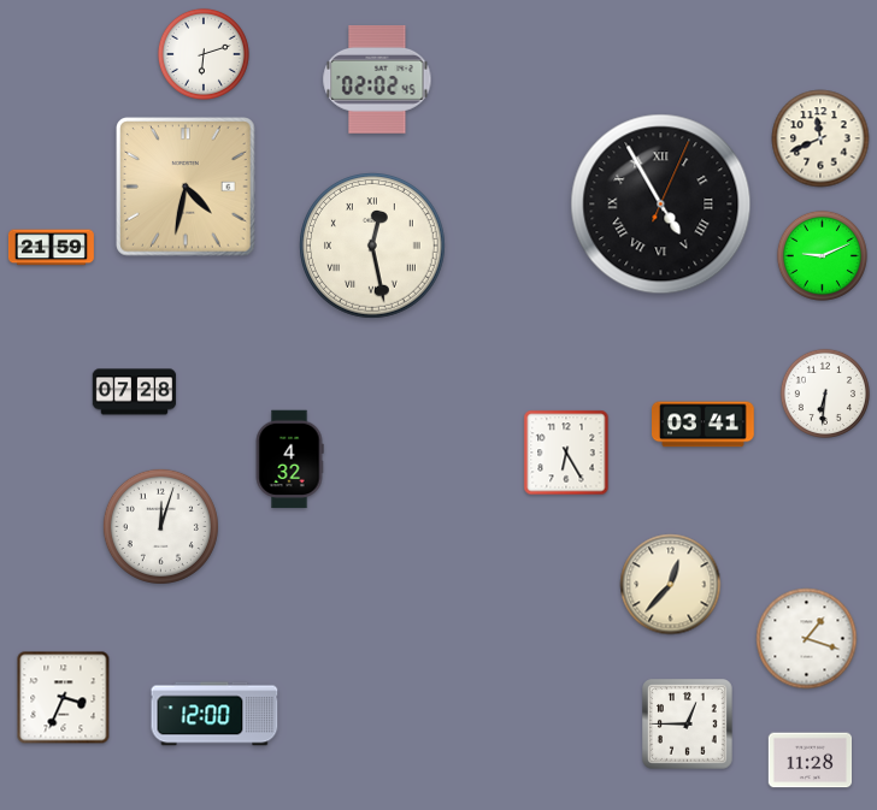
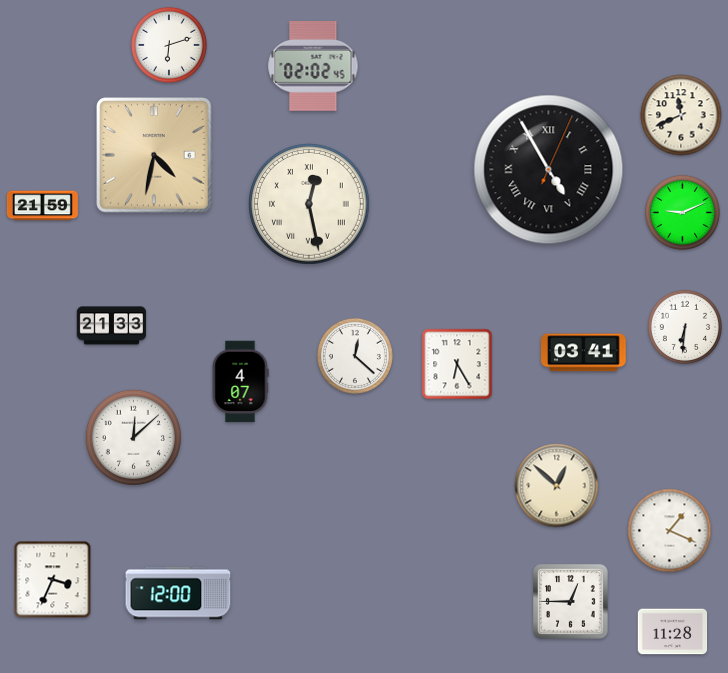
clock at (135, 392): 07:28 -> 21:33
clock at (355, 356): none -> 12:22
clock at (566, 453) position: (566, 453) -> (457, 364)
clock at (289, 460): 4:32 -> 4:07
clock at (160, 526): 12:03 -> 12:08
clock at (671, 585): 12:37 -> 12:52
clock at (807, 639): 1:18 -> 1:19
